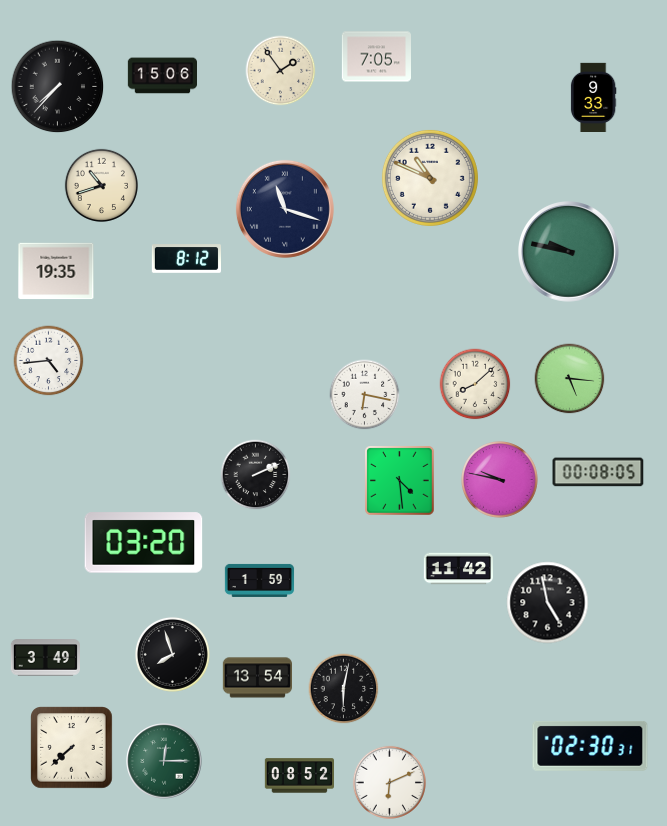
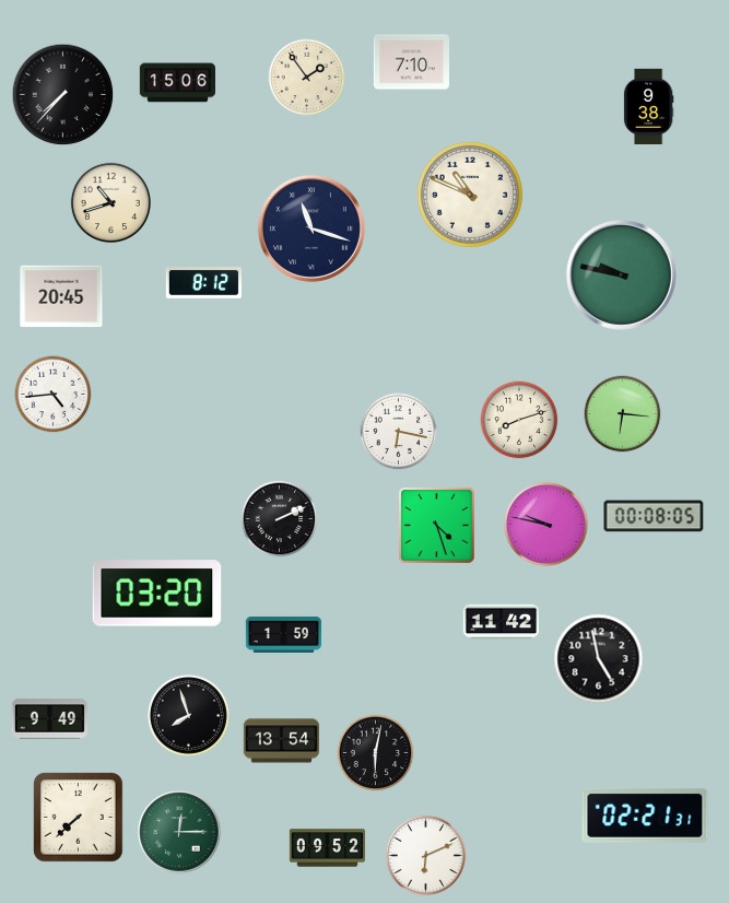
clock at (376, 57): 7:05 -> 7:10
clock at (593, 97): 9:33 -> 9:38
clock at (56, 271): 19:35 -> 20:45
clock at (570, 379): 5:16 -> 6:16
clock at (475, 384): 8:08 -> 8:12
clock at (400, 481): 4:29 -> 4:27
clock at (45, 658): 3:49 -> 9:49
clock at (590, 746): 02:30 -> 02:21
clock at (299, 776): 08:52 -> 09:52
